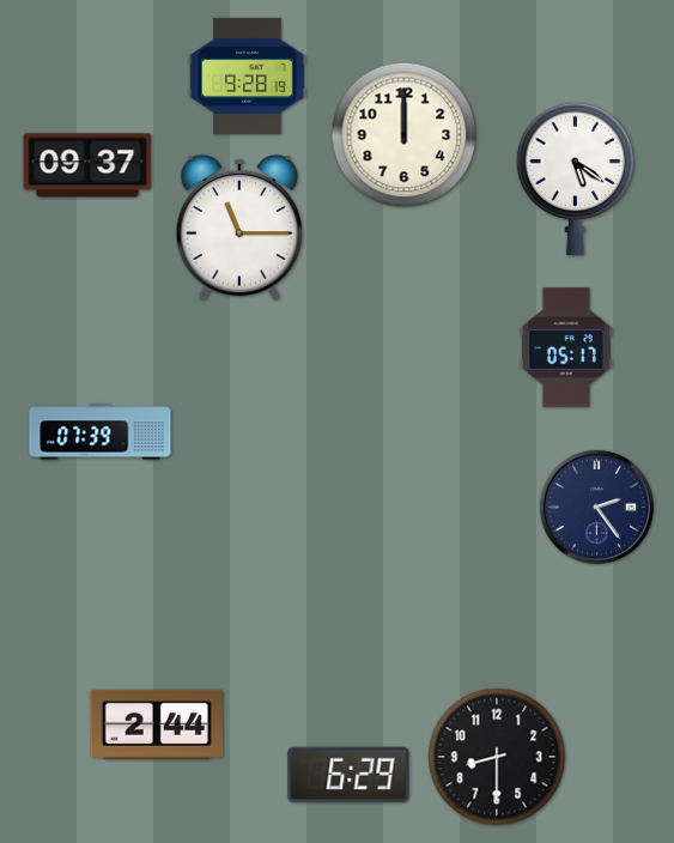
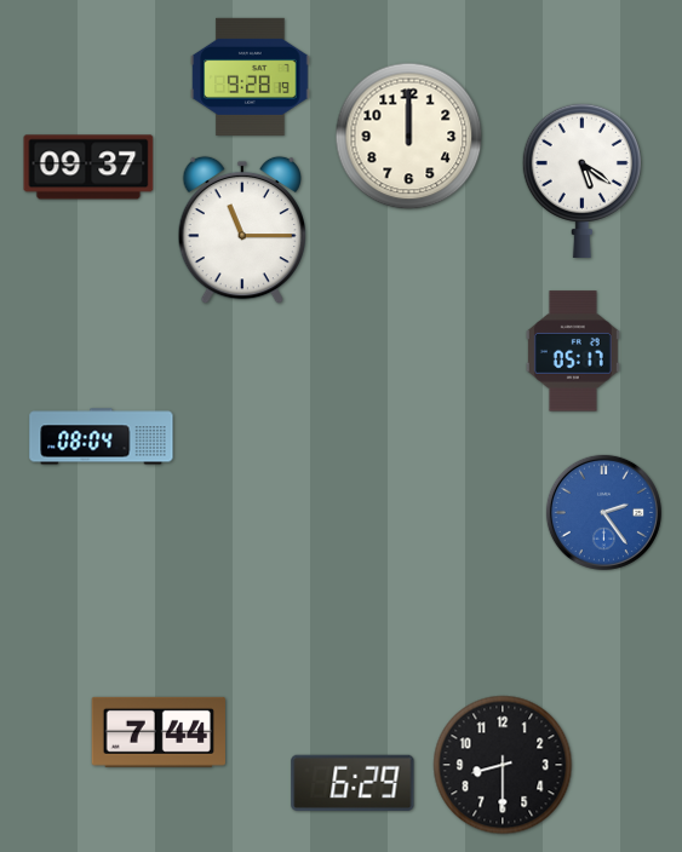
clock at (101, 432): 07:39 -> 08:04
clock at (596, 507) dial: navy -> blue
clock at (156, 724): 2:44 -> 7:44
